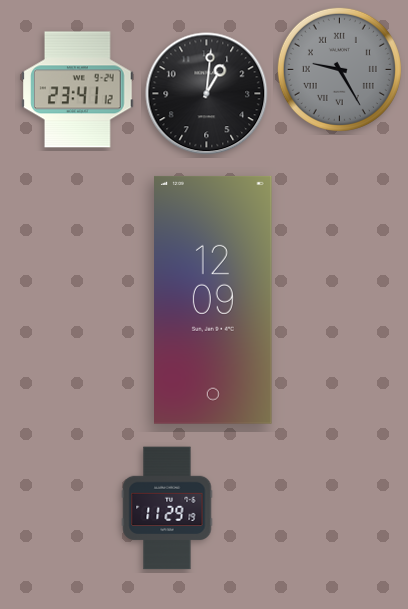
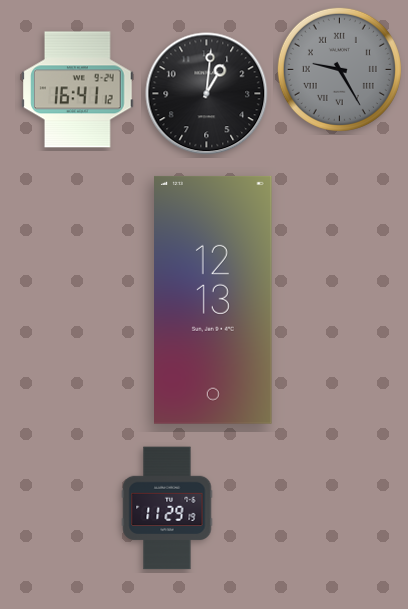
clock at (78, 90): 23:41 -> 16:41
clock at (214, 300): 12:09 -> 12:13
